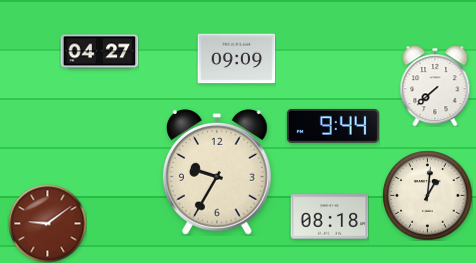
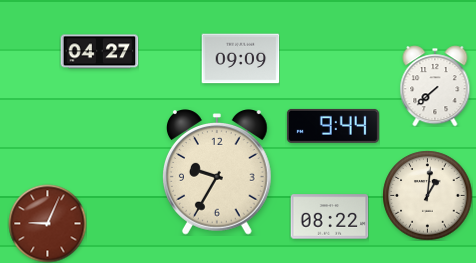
clock at (236, 59) position: (236, 59) -> (240, 59)
clock at (329, 217): 08:18 -> 08:22
clock at (47, 223): 9:09 -> 9:04
